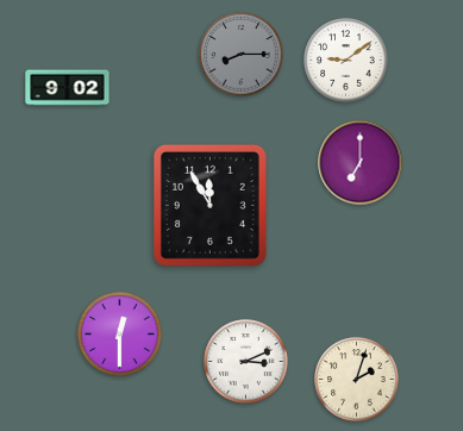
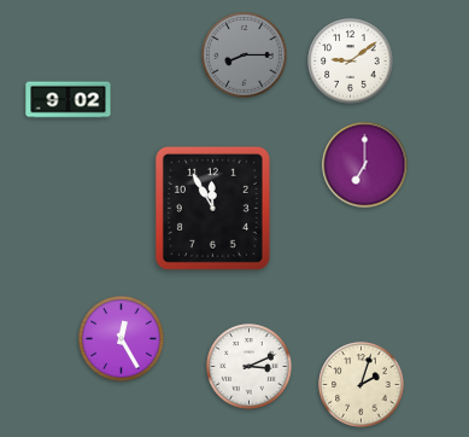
clock at (68, 88) position: (68, 88) -> (69, 100)
clock at (120, 335): 12:30 -> 12:25
